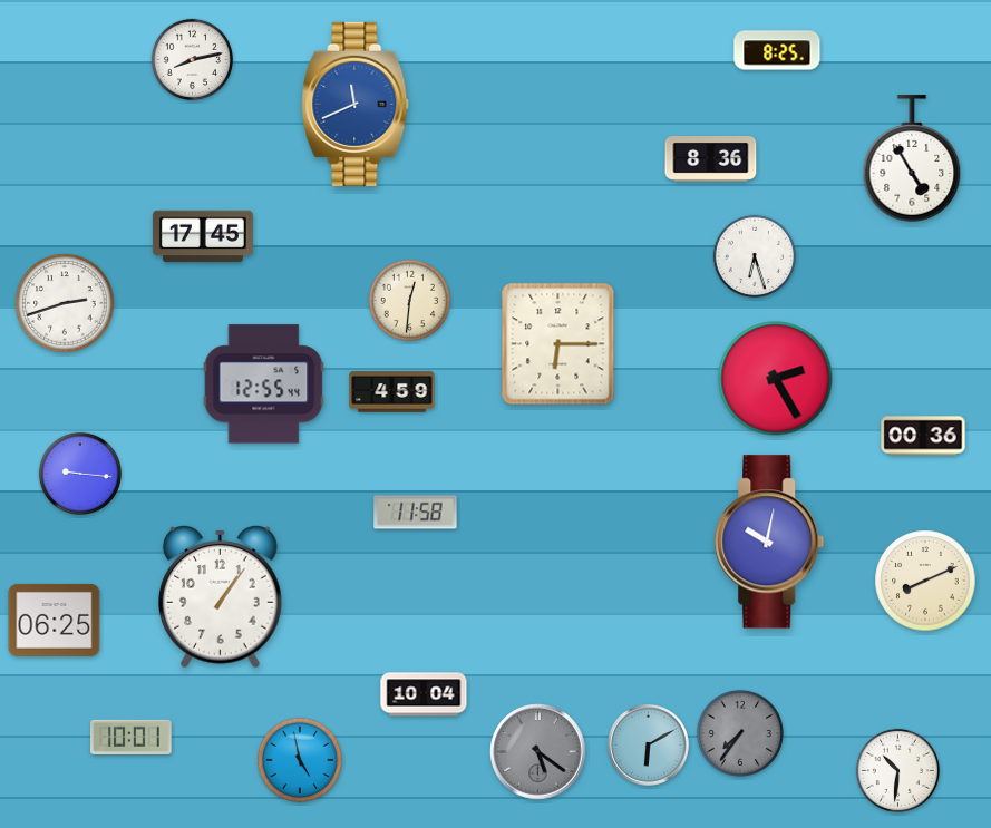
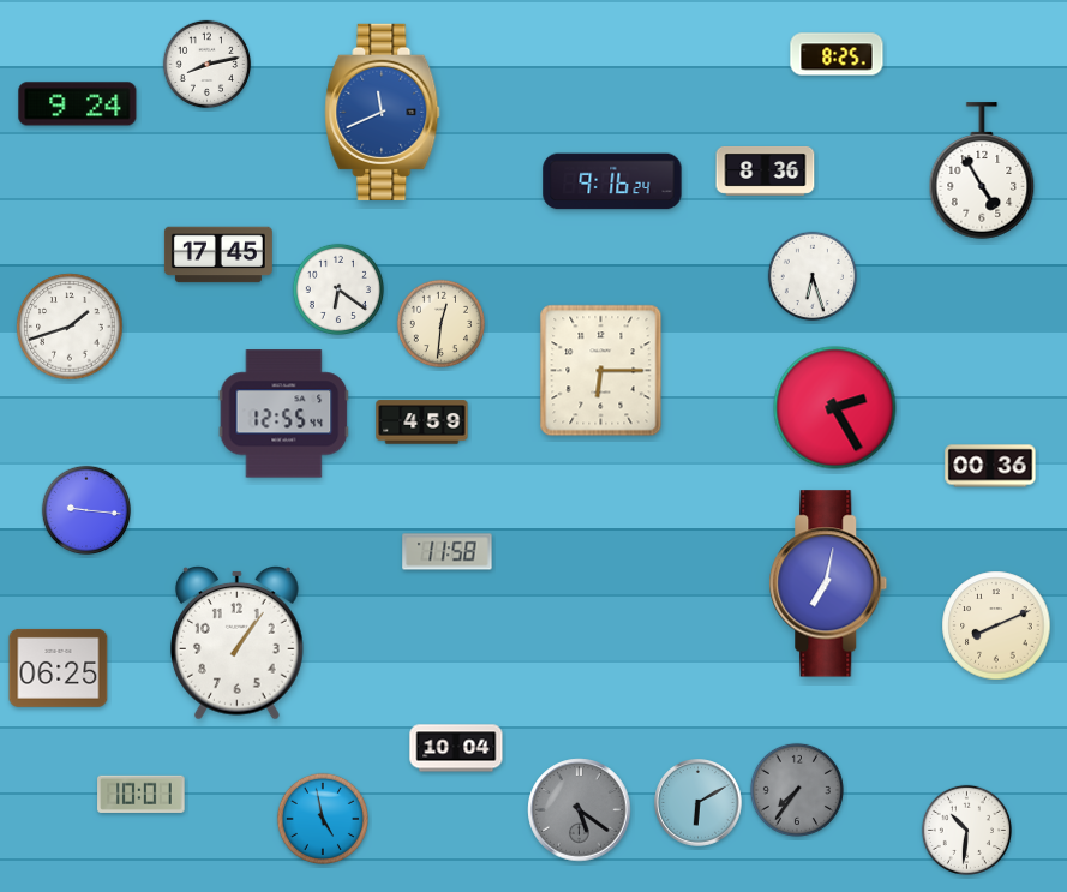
clock at (78, 104): none -> 9:24
clock at (612, 181): none -> 9:16
clock at (338, 289): none -> 6:21
clock at (65, 303): 2:42 -> 1:42
clock at (923, 436) position: (923, 436) -> (990, 466)
clock at (769, 542): 10:02 -> 7:02
